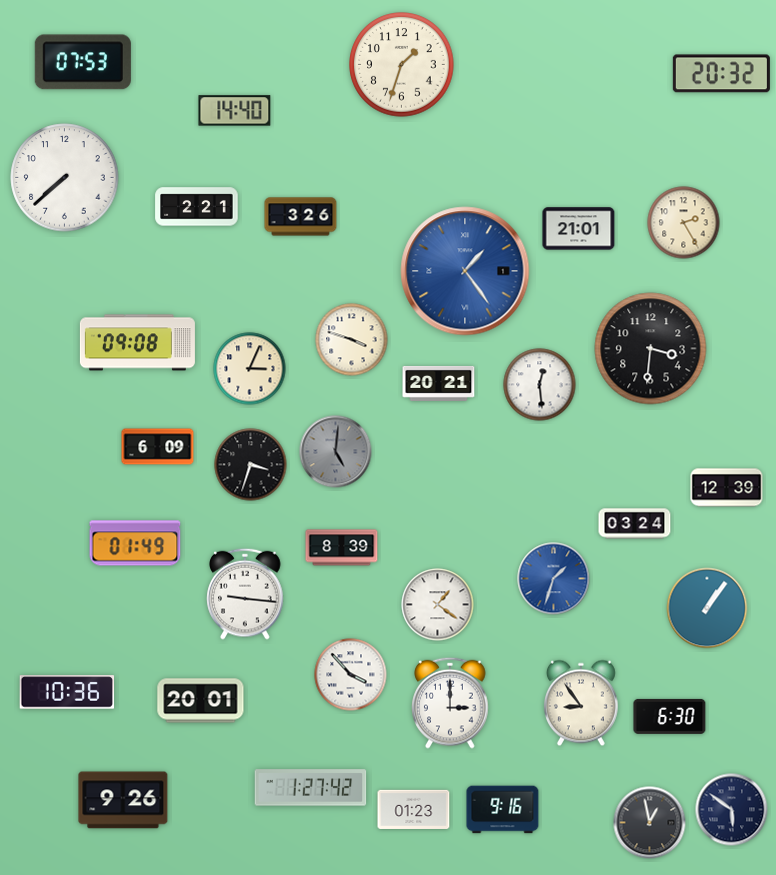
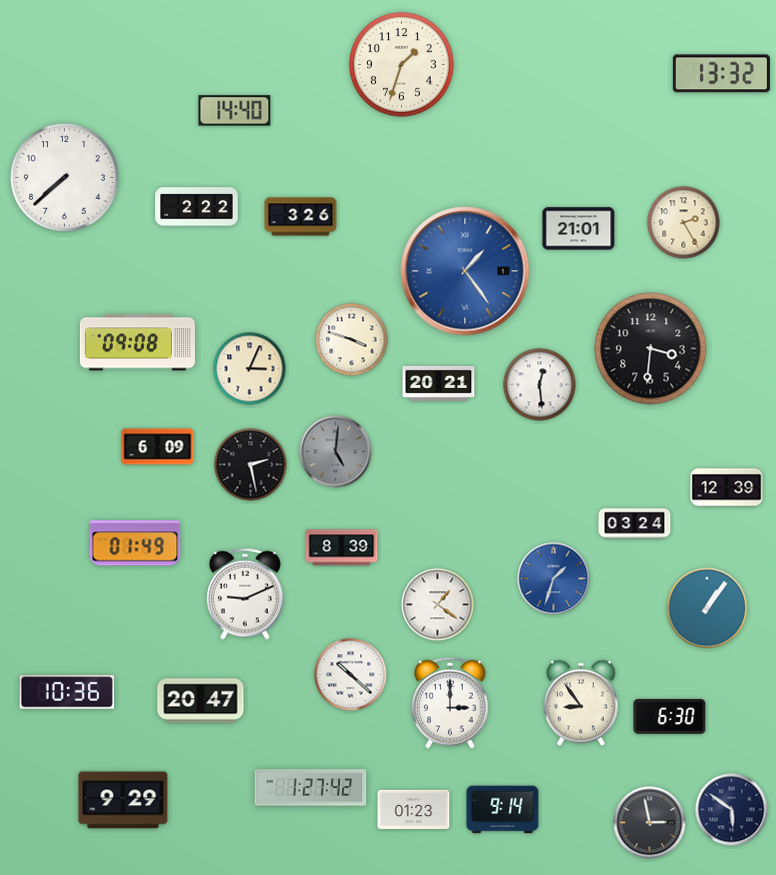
clock at (83, 62): 07:53 -> none
clock at (721, 74): 20:32 -> 13:32
clock at (197, 207): 2:21 -> 2:22
clock at (251, 465): 3:33 -> 2:28
clock at (245, 594): 9:16 -> 9:11
clock at (351, 675): 3:53 -> 10:22
clock at (201, 701): 20:01 -> 20:47
clock at (123, 800): 9:26 -> 9:29
clock at (503, 810): 9:16 -> 9:14
clock at (650, 823): 12:58 -> 2:58
